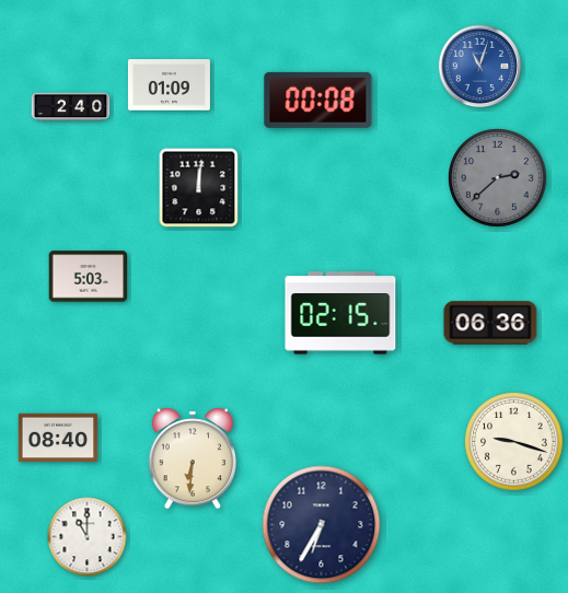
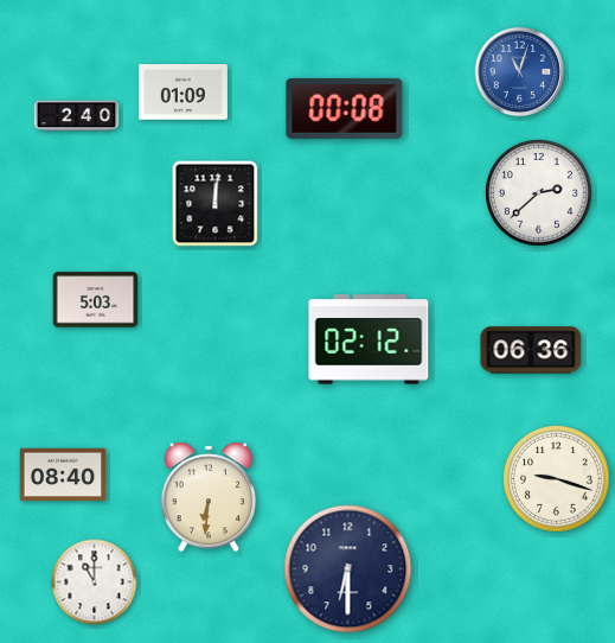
clock at (498, 178) dial: grey -> white
clock at (340, 313): 02:15 -> 02:12
clock at (322, 525): 6:35 -> 6:30
